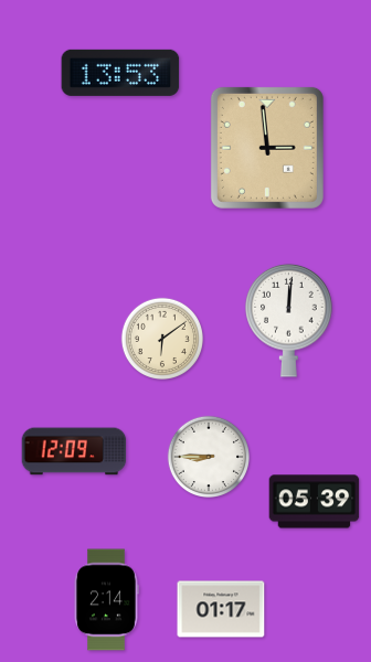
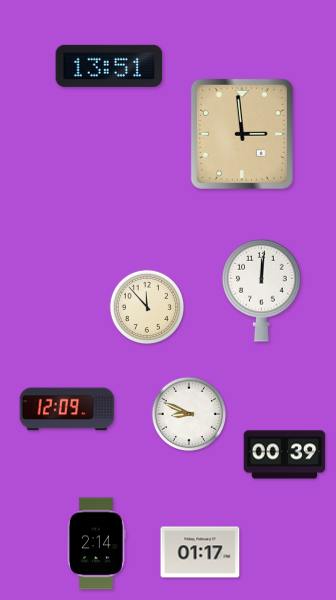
clock at (120, 73): 13:53 -> 13:51
clock at (161, 338): 6:09 -> 11:53
clock at (208, 456): 8:45 -> 8:49
clock at (315, 502): 05:39 -> 00:39
